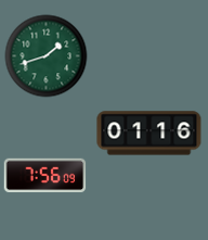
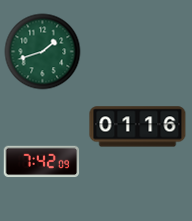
clock at (149, 134) position: (149, 134) -> (138, 127)
clock at (45, 176): 7:56 -> 7:42
